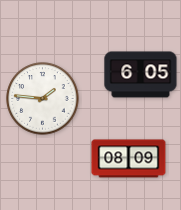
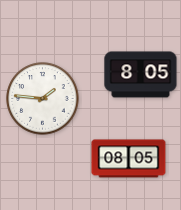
clock at (141, 75): 6:05 -> 8:05
clock at (129, 159): 08:09 -> 08:05
